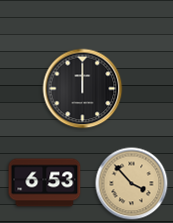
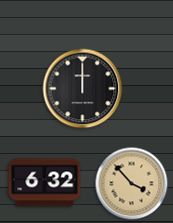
clock at (45, 183): 6:53 -> 6:32
